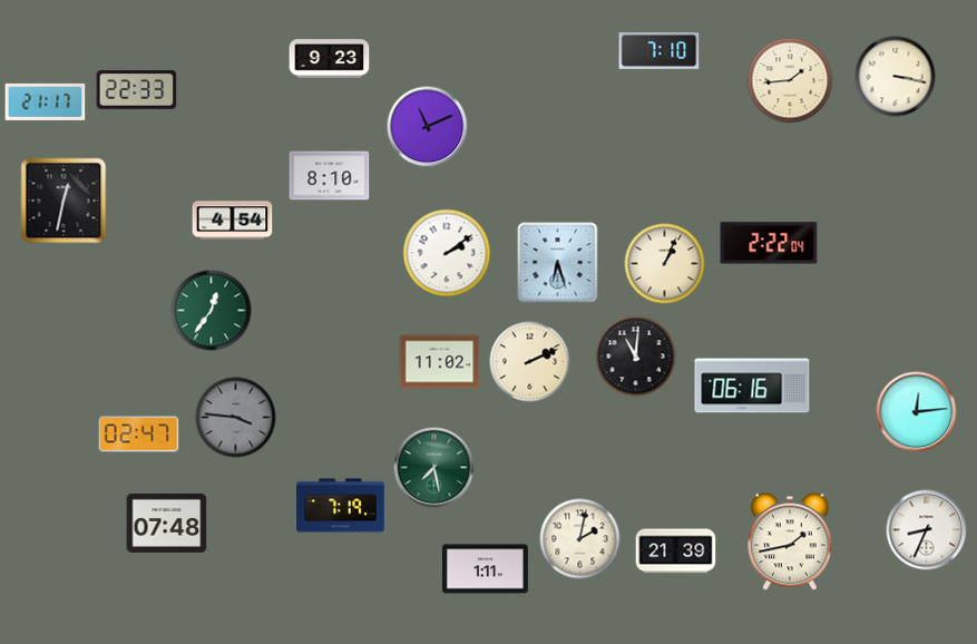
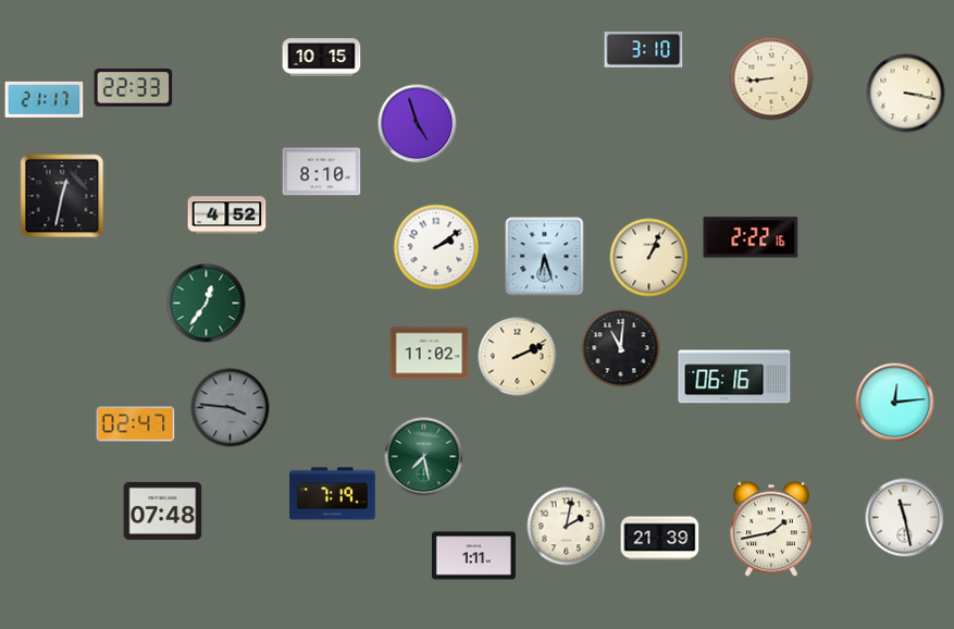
clock at (660, 51): 7:10 -> 3:10
clock at (330, 59): 9:23 -> 10:15
clock at (896, 77) position: (896, 77) -> (906, 94)
clock at (790, 80): 1:44 -> 8:44
clock at (428, 127): 11:11 -> 4:57
clock at (233, 221): 4:54 -> 4:52
clock at (769, 243): 2:22:04 -> 2:22:16
clock at (530, 362) position: (530, 362) -> (518, 357)
clock at (927, 530): 8:34 -> 11:28
